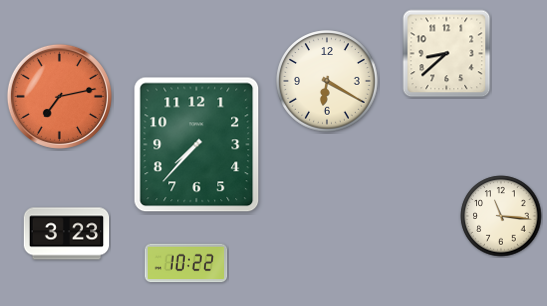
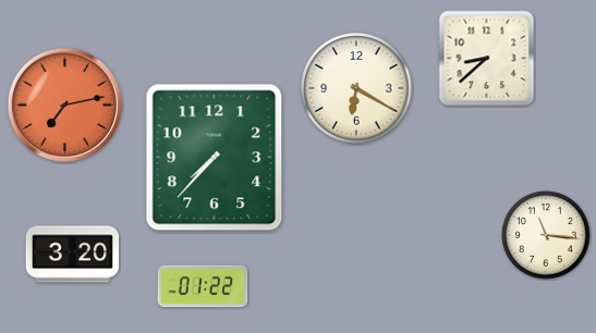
clock at (67, 234): 3:23 -> 3:20
clock at (186, 263): 10:22 -> 01:22
